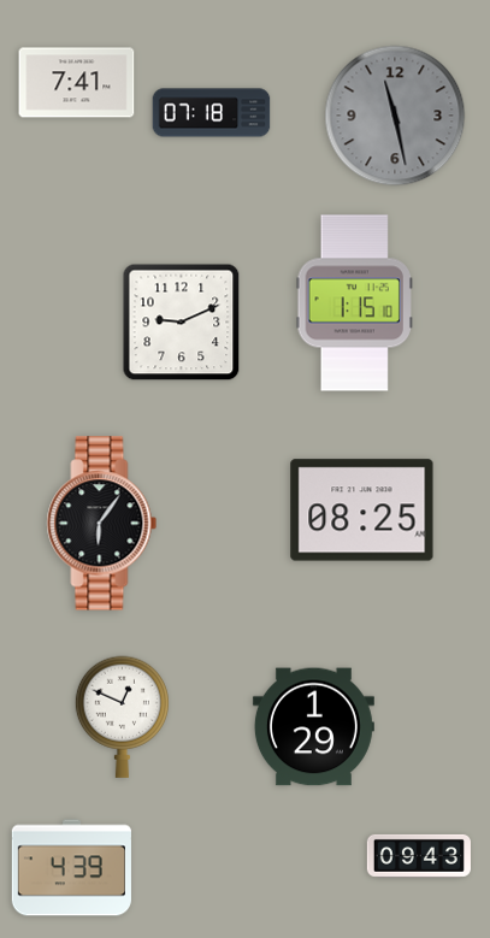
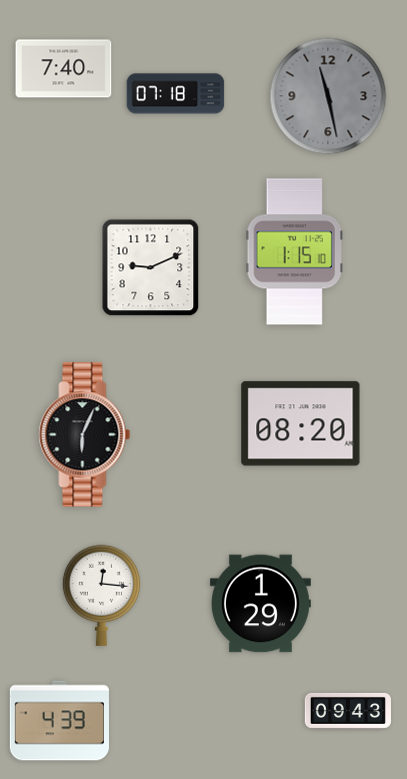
clock at (77, 83): 7:41 -> 7:40
clock at (362, 511): 08:25 -> 08:20
clock at (102, 524): 6:06 -> 6:04
clock at (122, 716): 12:49 -> 12:16
